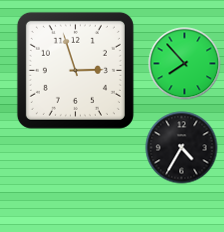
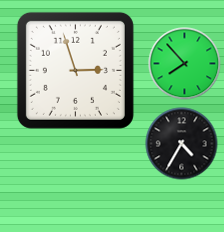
clock at (182, 148) position: (182, 148) -> (182, 144)
